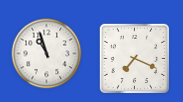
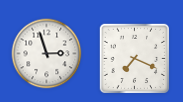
clock at (47, 54): 10:57 -> 2:57
